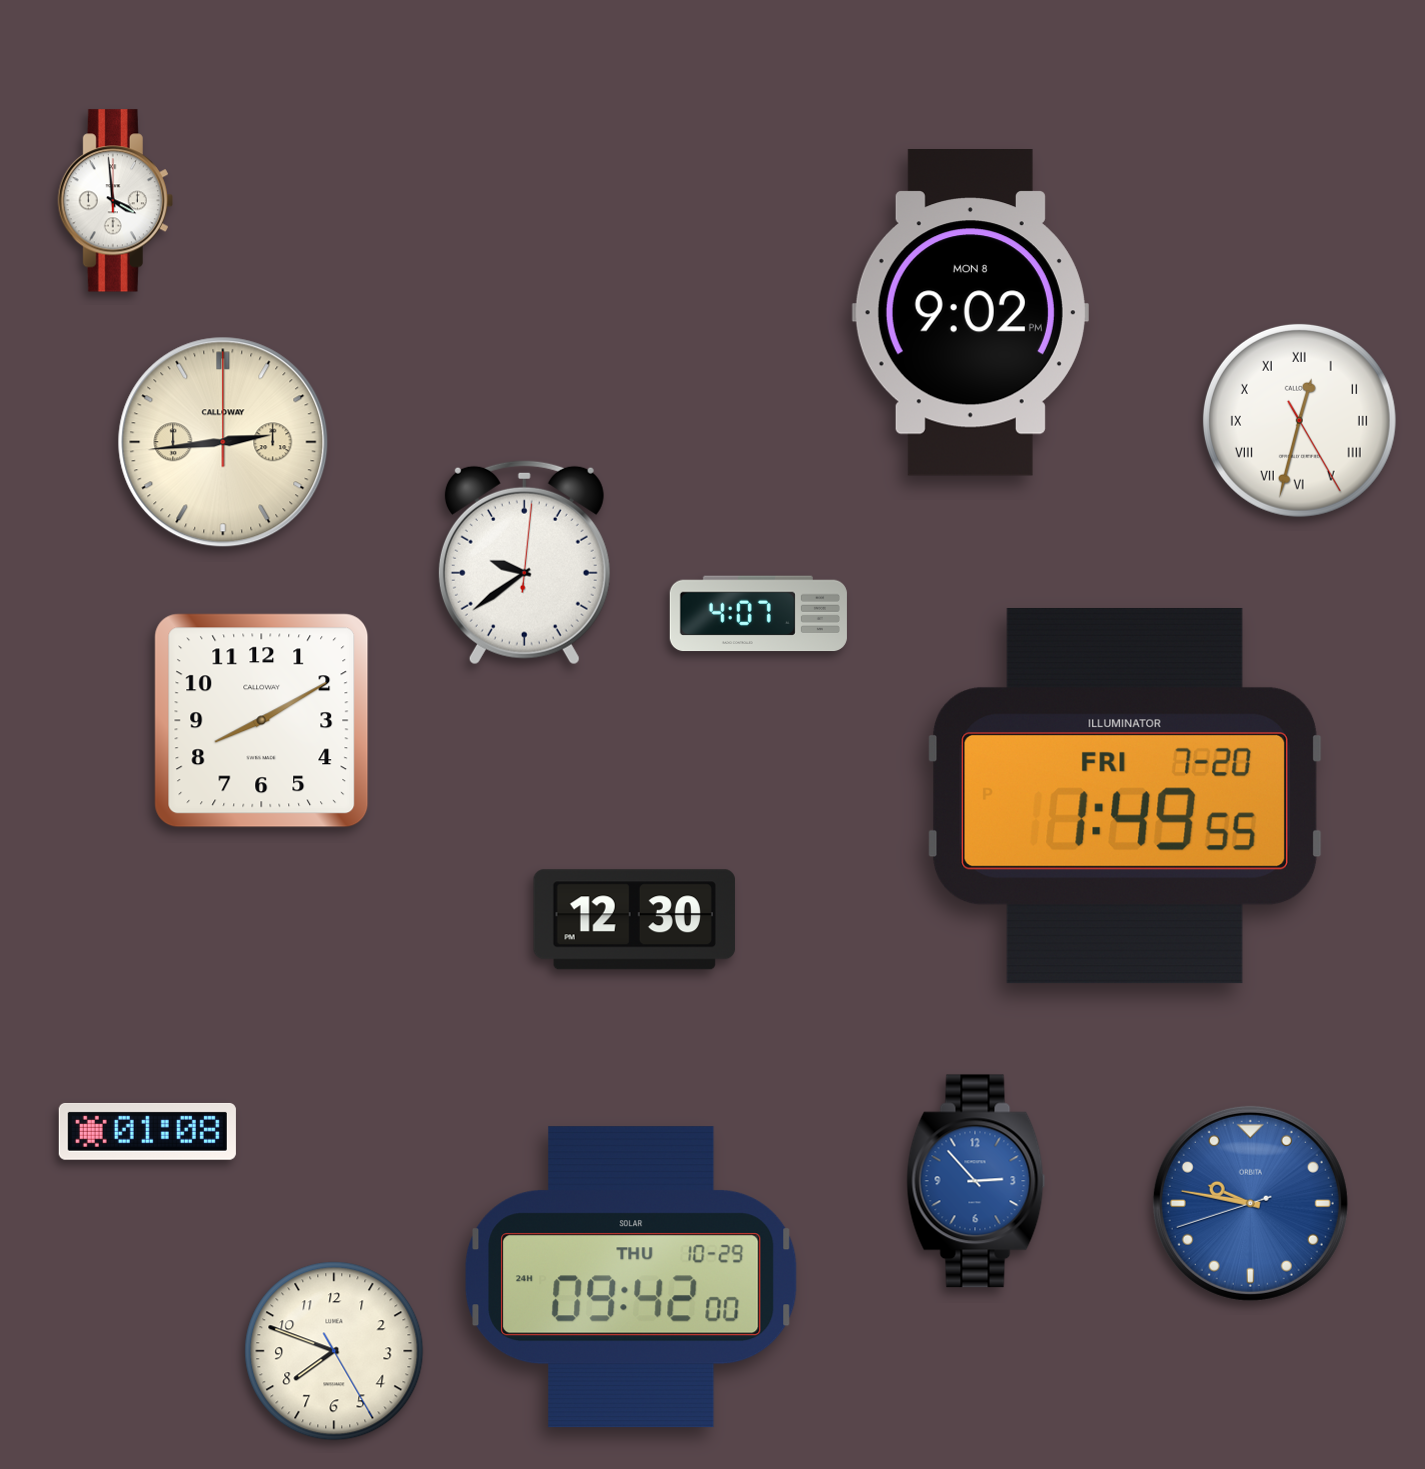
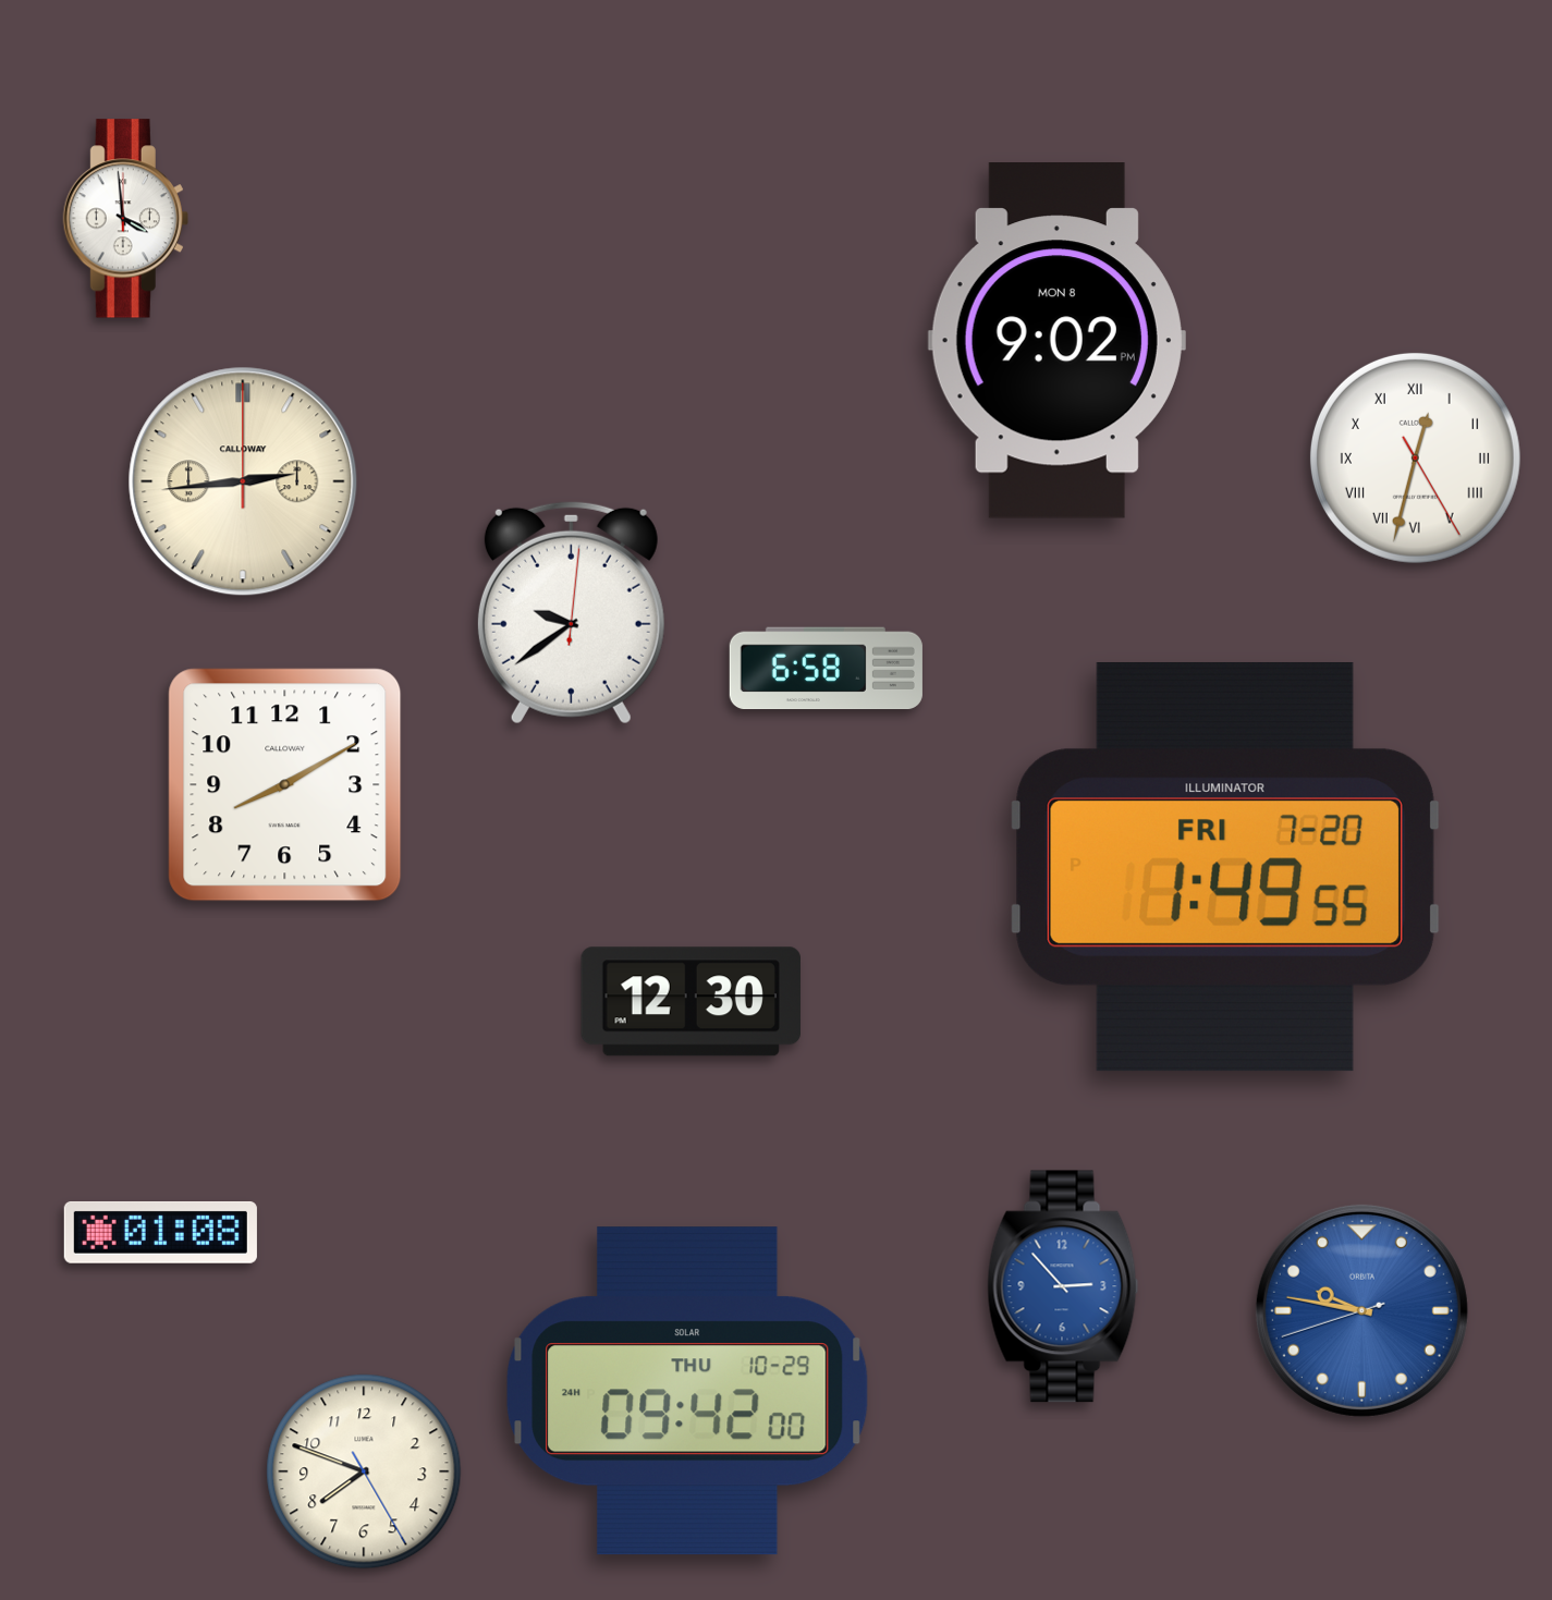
clock at (758, 614): 4:07 -> 6:58
